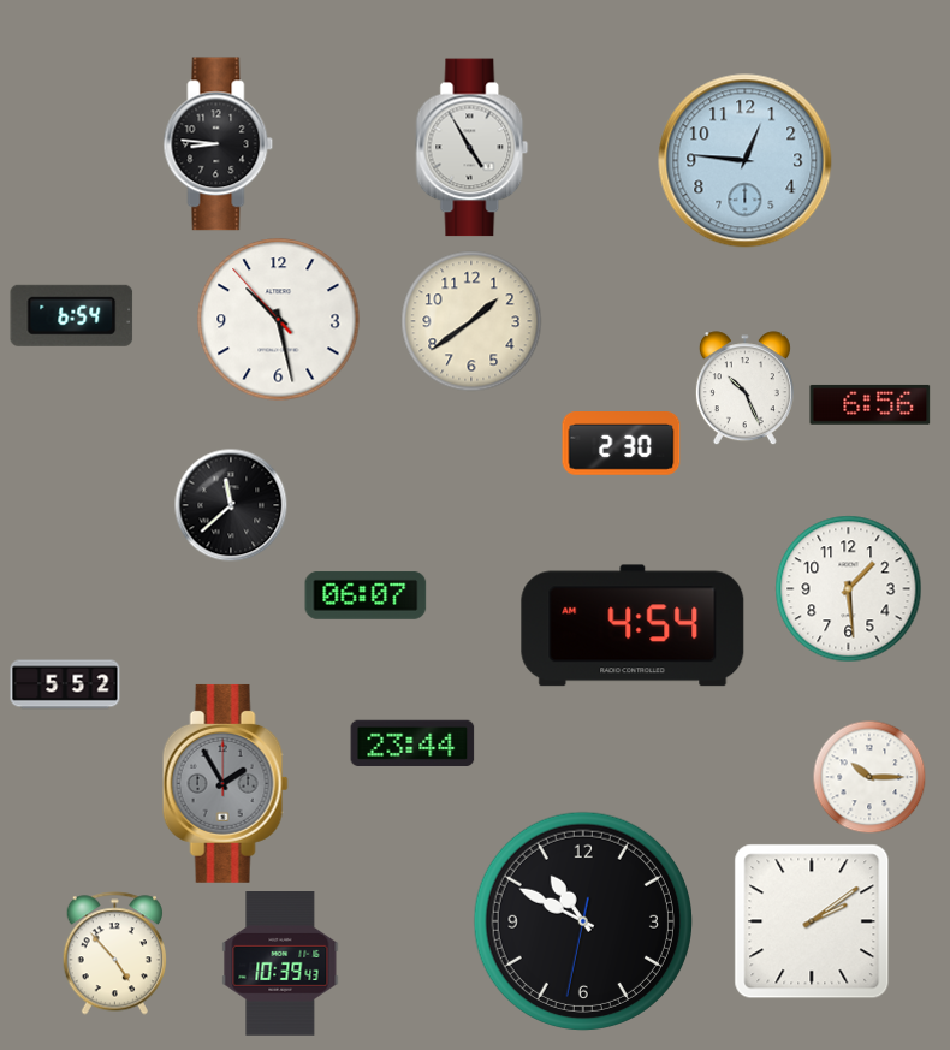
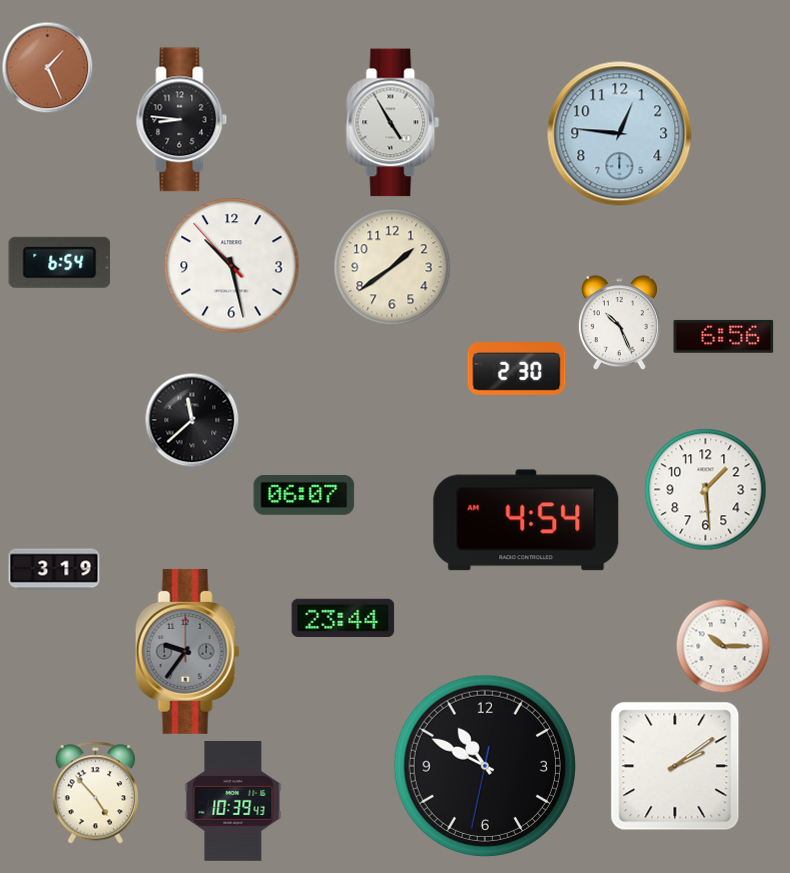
clock at (47, 67): none -> 1:26
clock at (65, 684): 5:52 -> 3:19
clock at (225, 783): 1:55 -> 9:36
